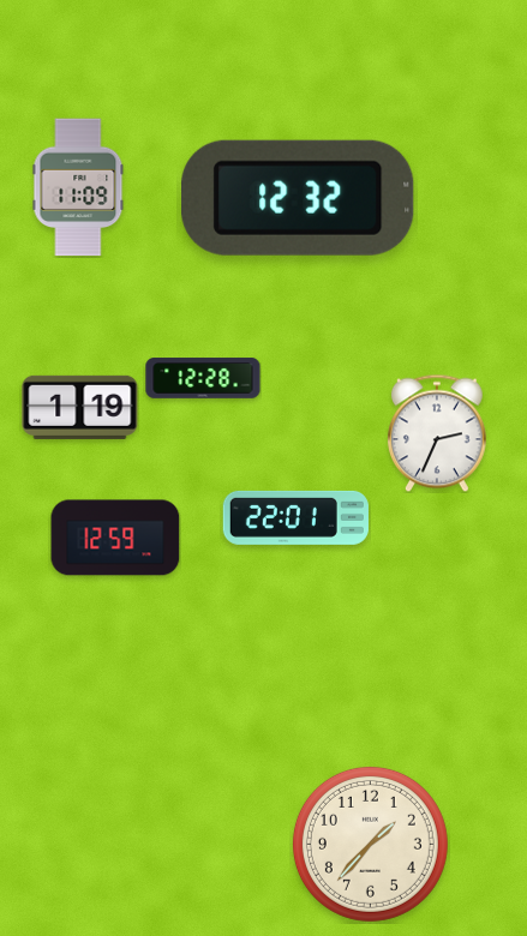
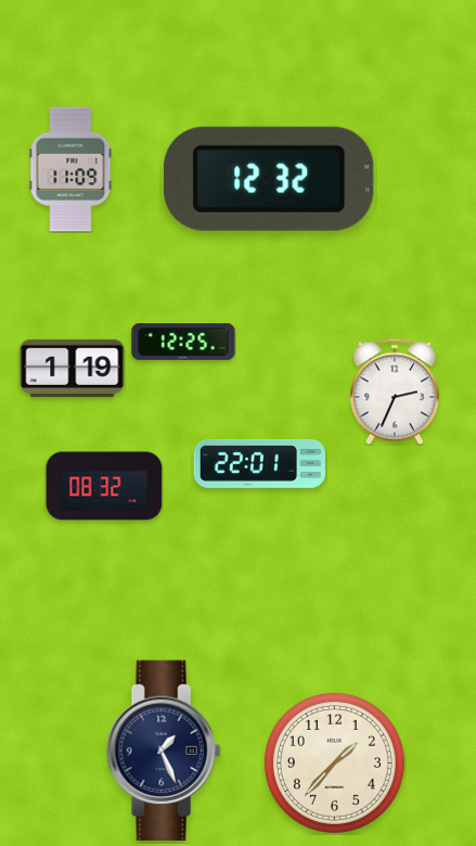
clock at (203, 378): 12:28 -> 12:25
clock at (295, 517) position: (295, 517) -> (259, 463)
clock at (115, 538): 12:59 -> 08:32
clock at (164, 751): none -> 1:26
